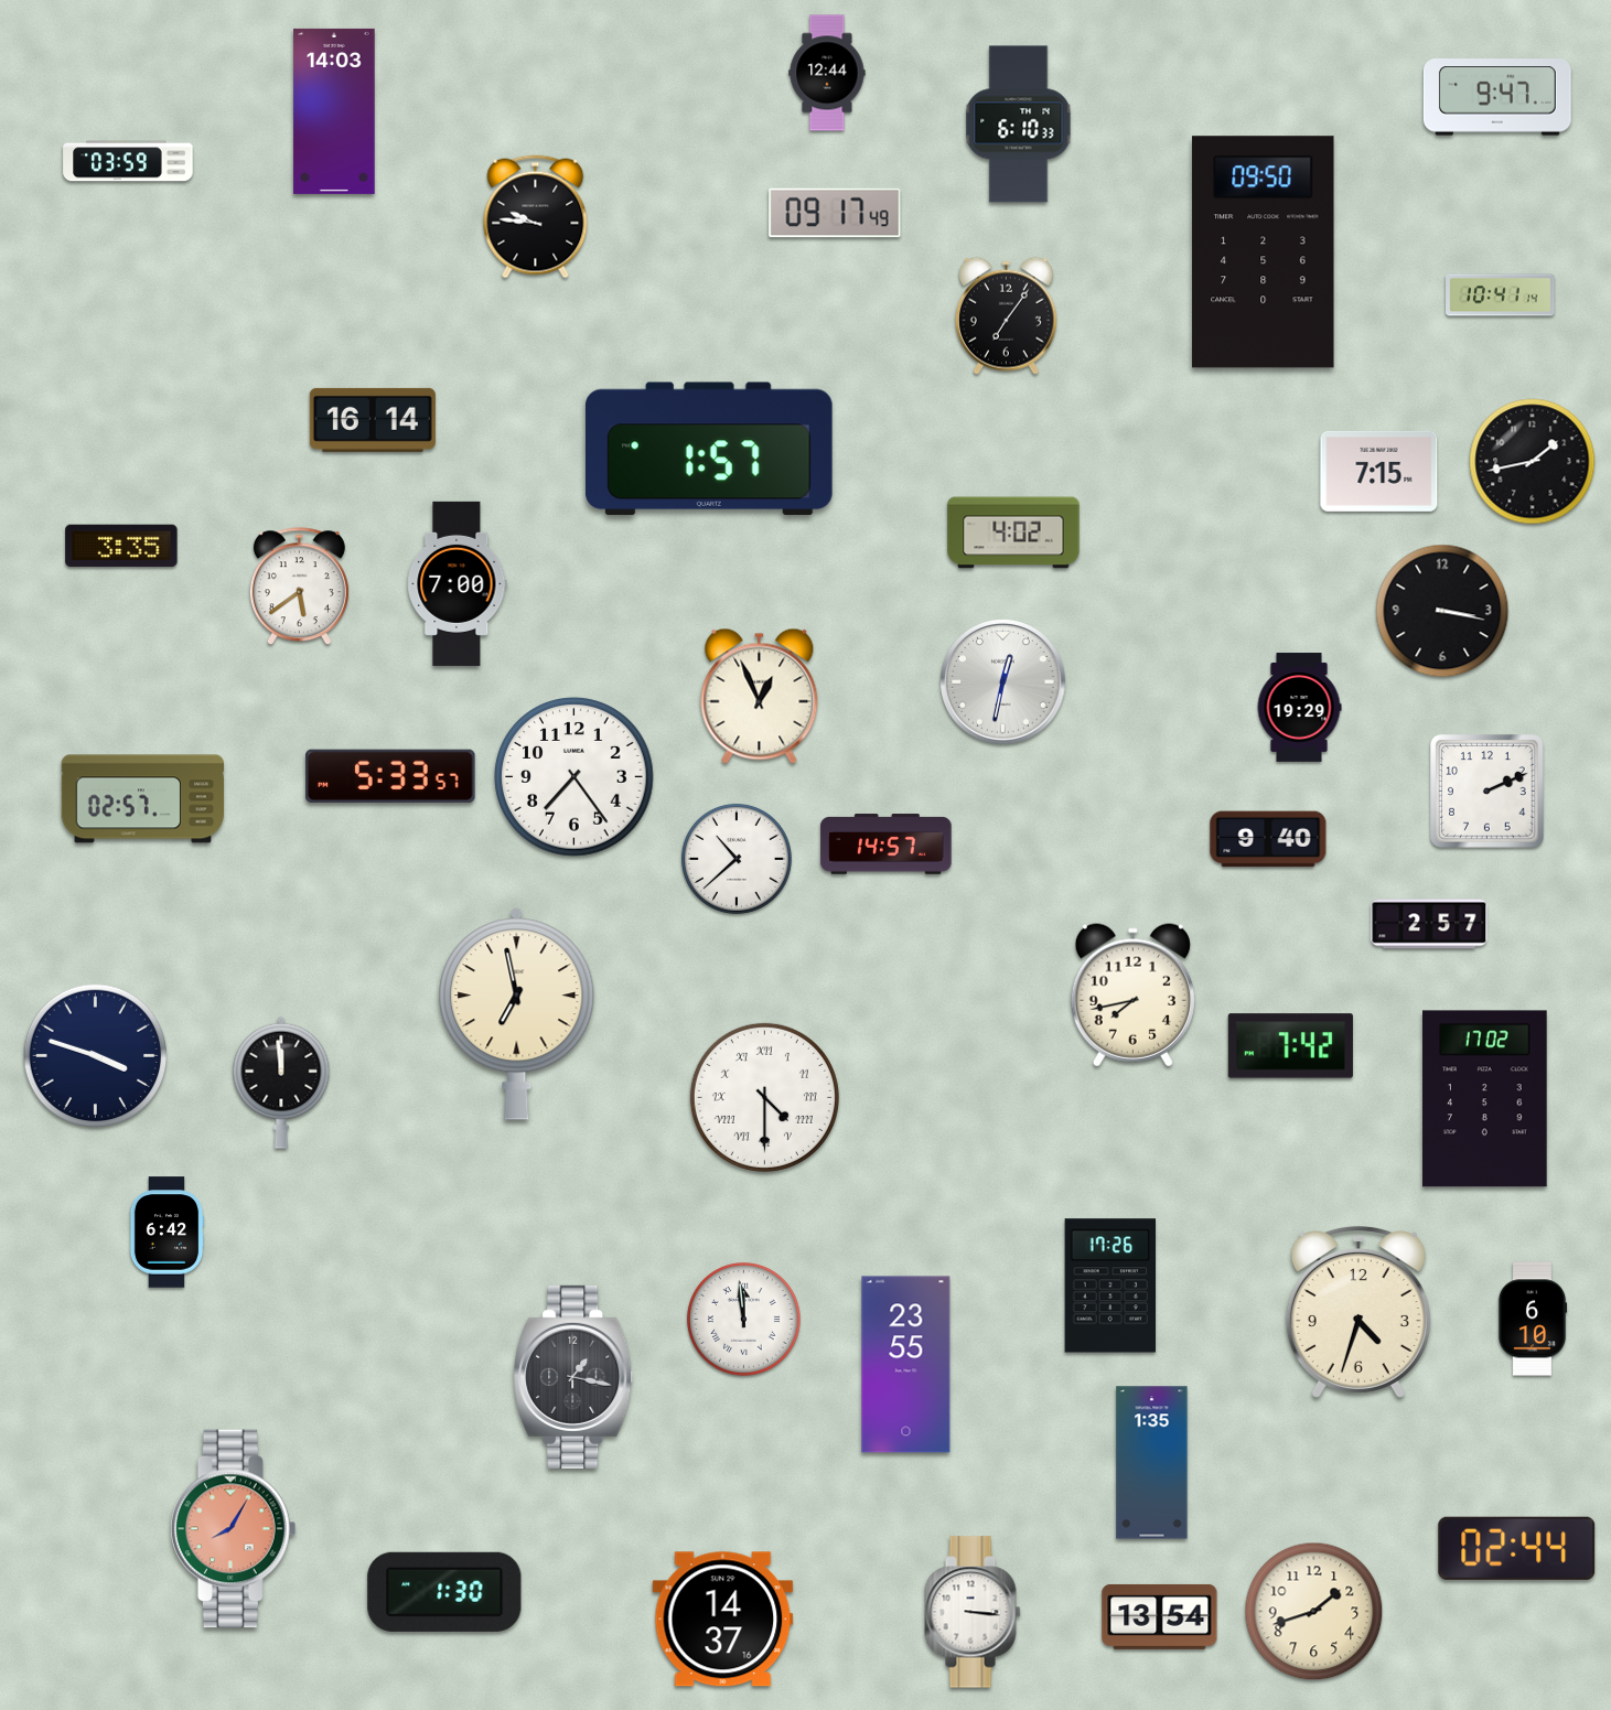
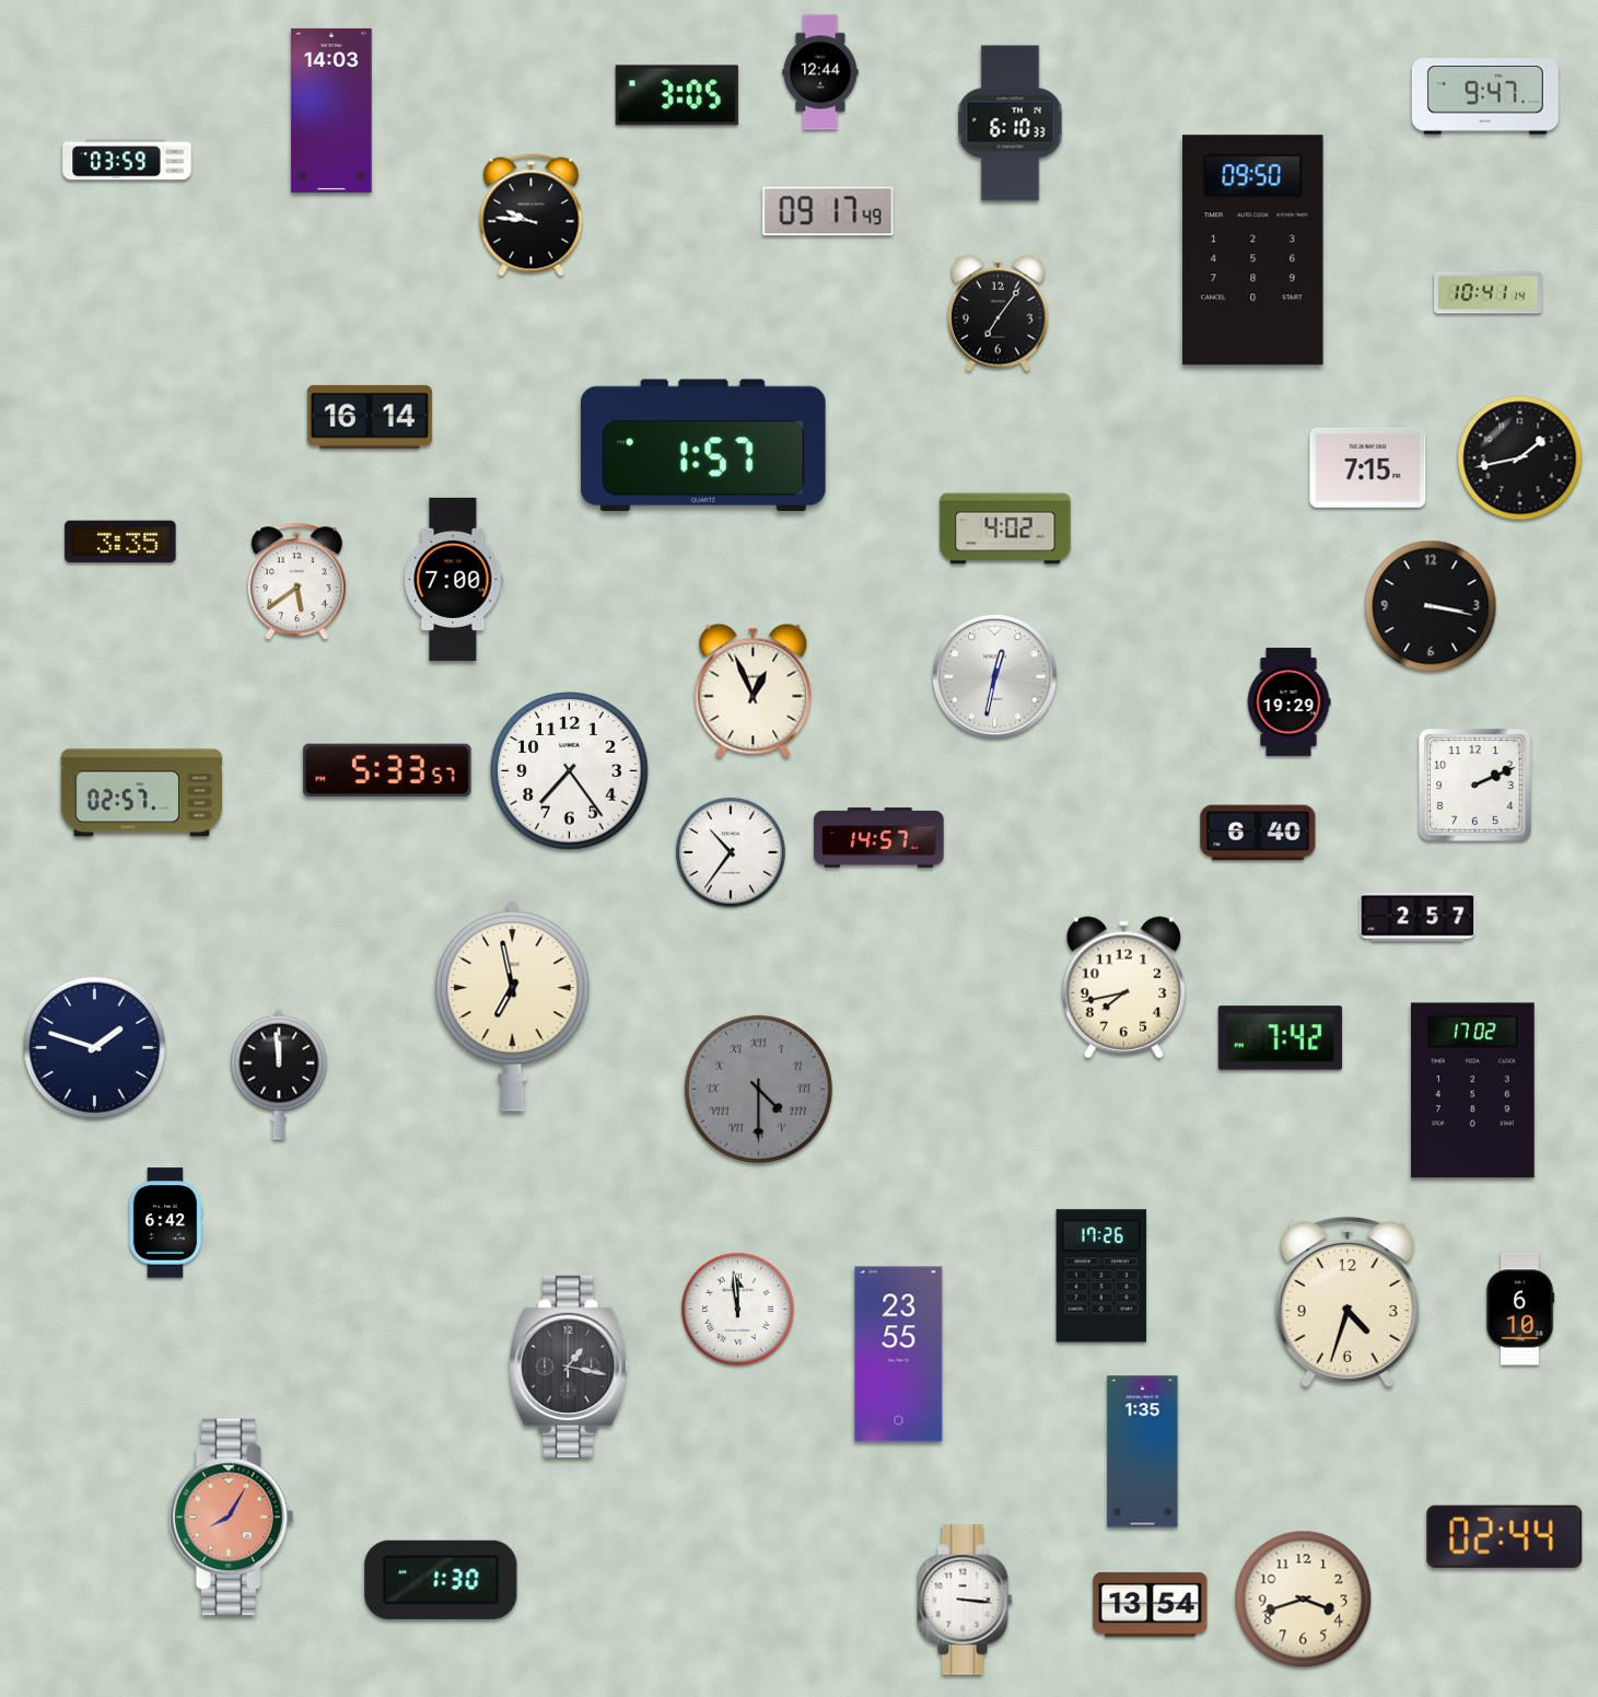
clock at (677, 95): none -> 3:05
clock at (1268, 839): 9:40 -> 6:40
clock at (737, 859): 10:38 -> 10:36
clock at (96, 1056): 3:48 -> 1:48
clock at (764, 1097) dial: white -> grey
clock at (1314, 1612): 1:42 -> 3:42
clock at (723, 1620): 14:37 -> none
